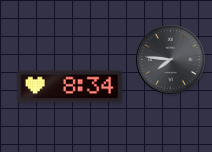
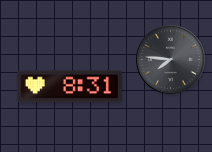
clock at (69, 87): 8:34 -> 8:31
